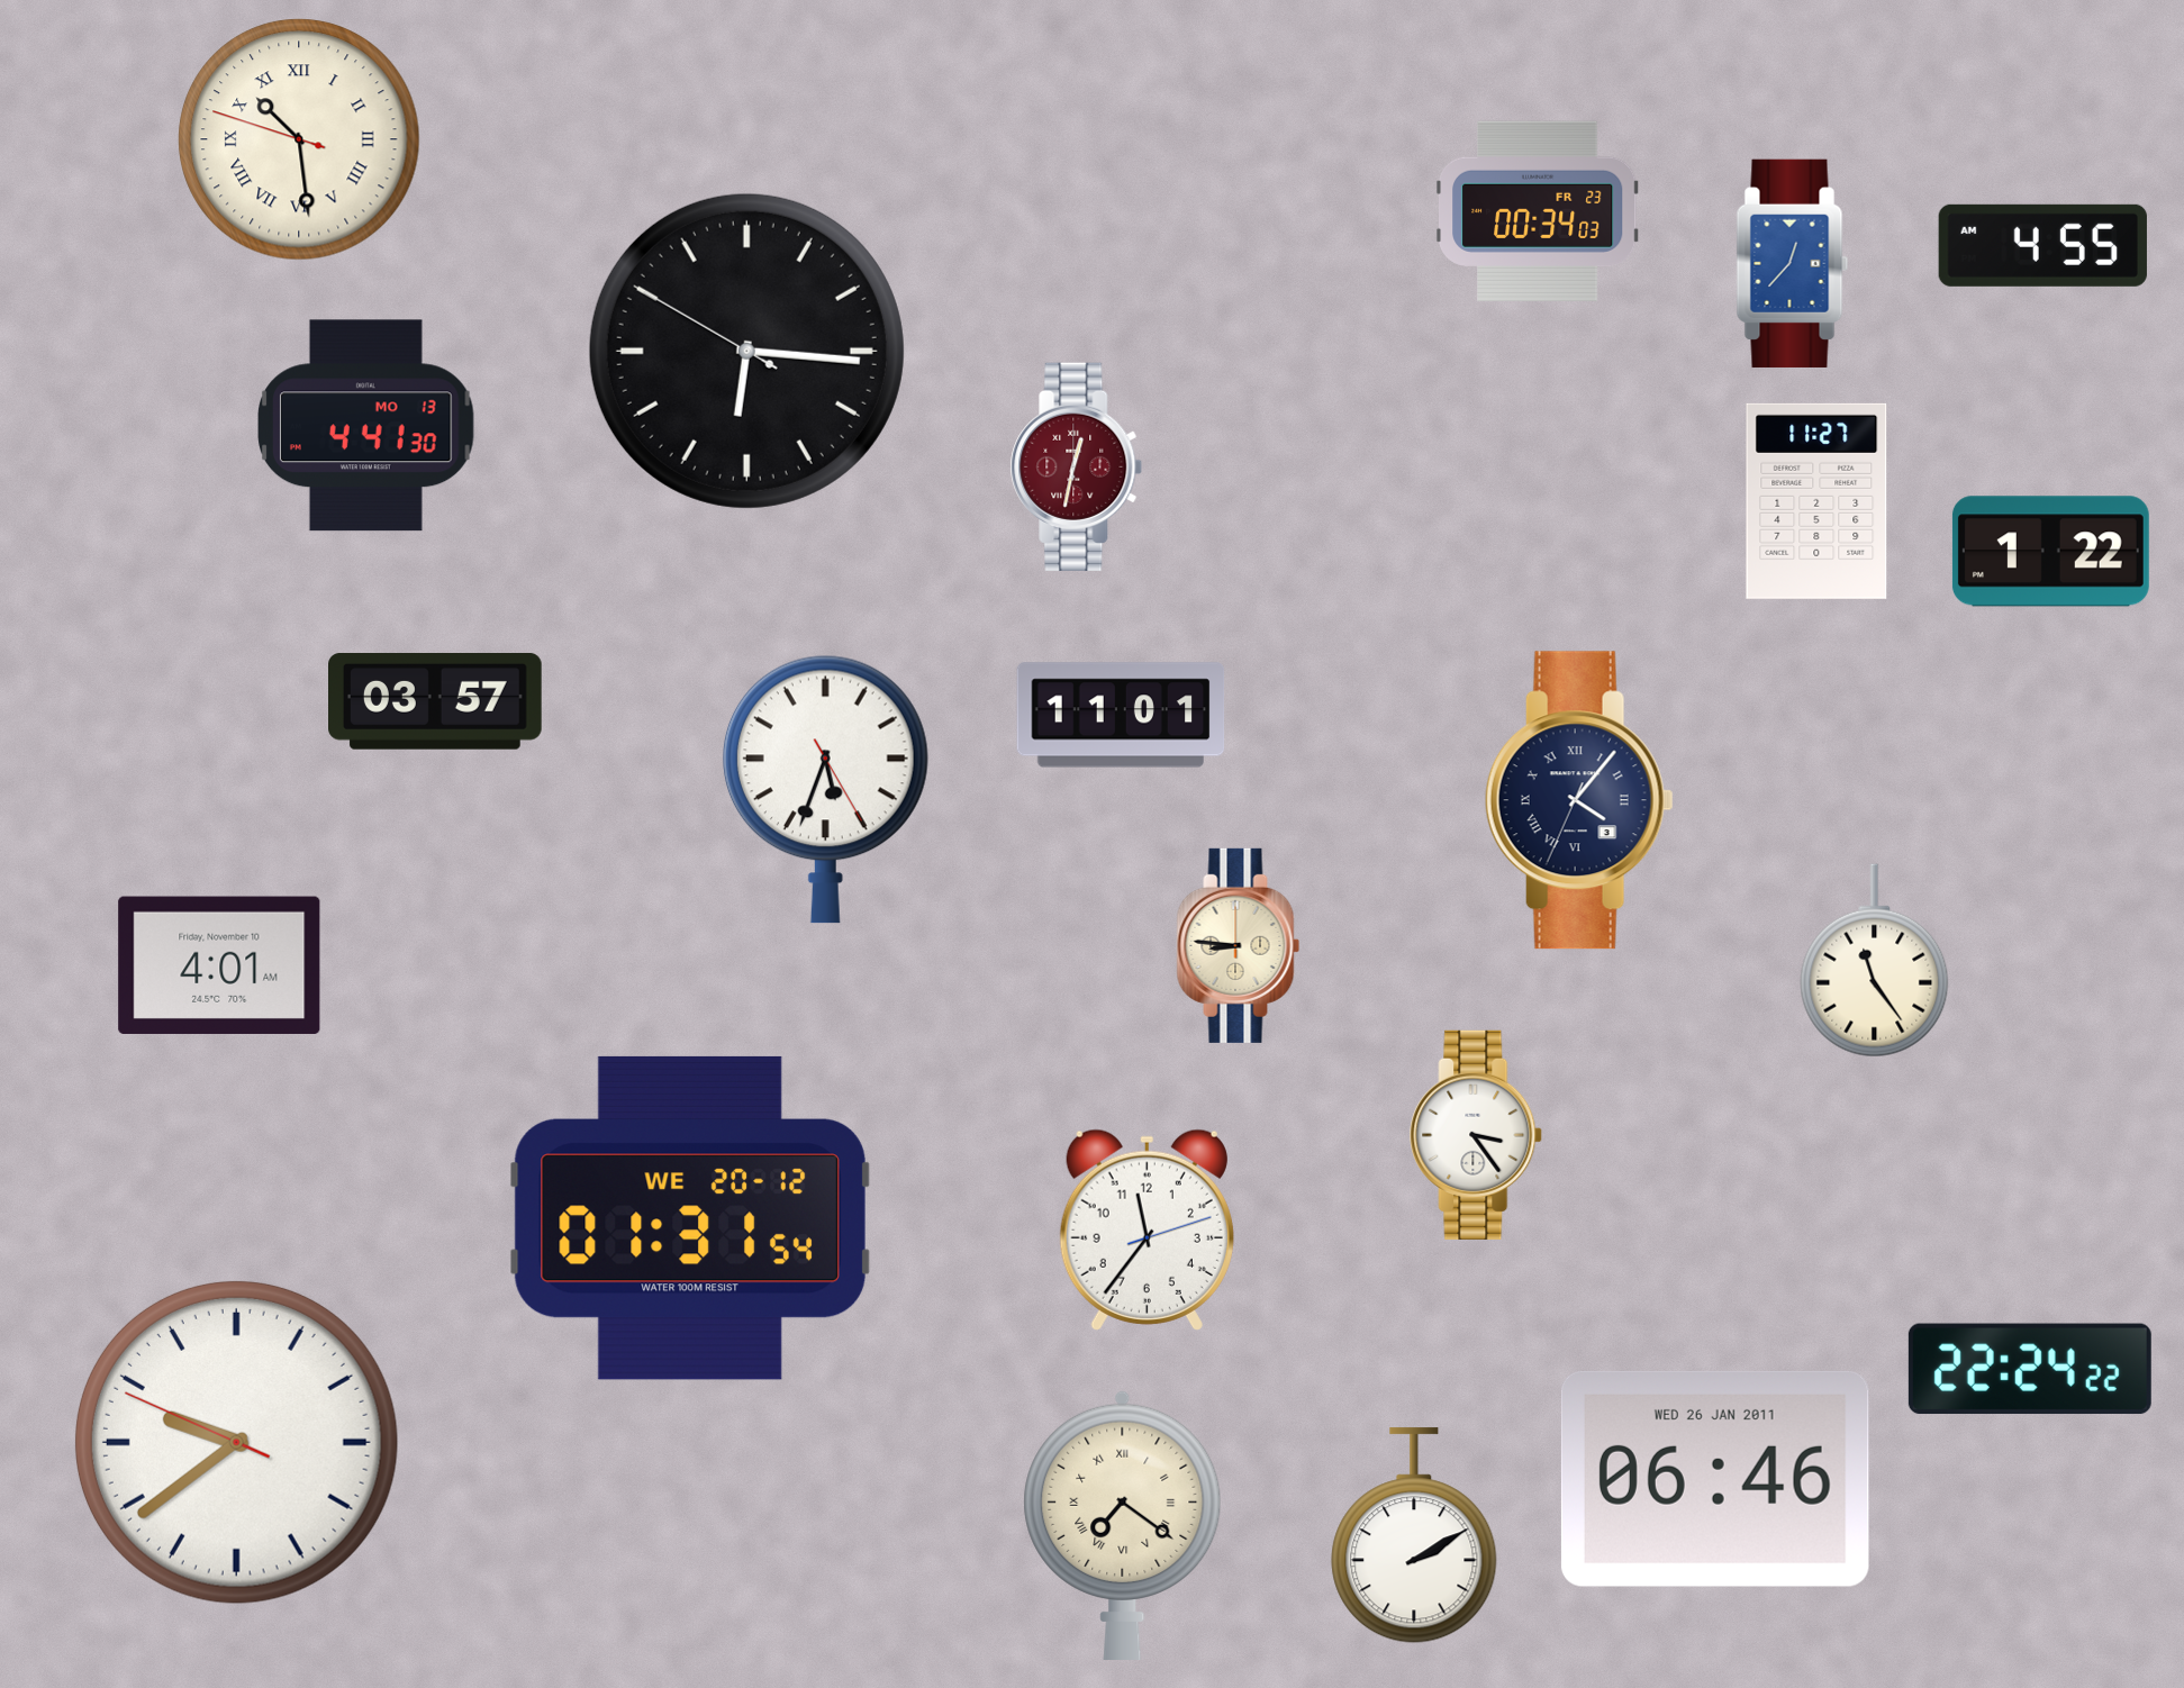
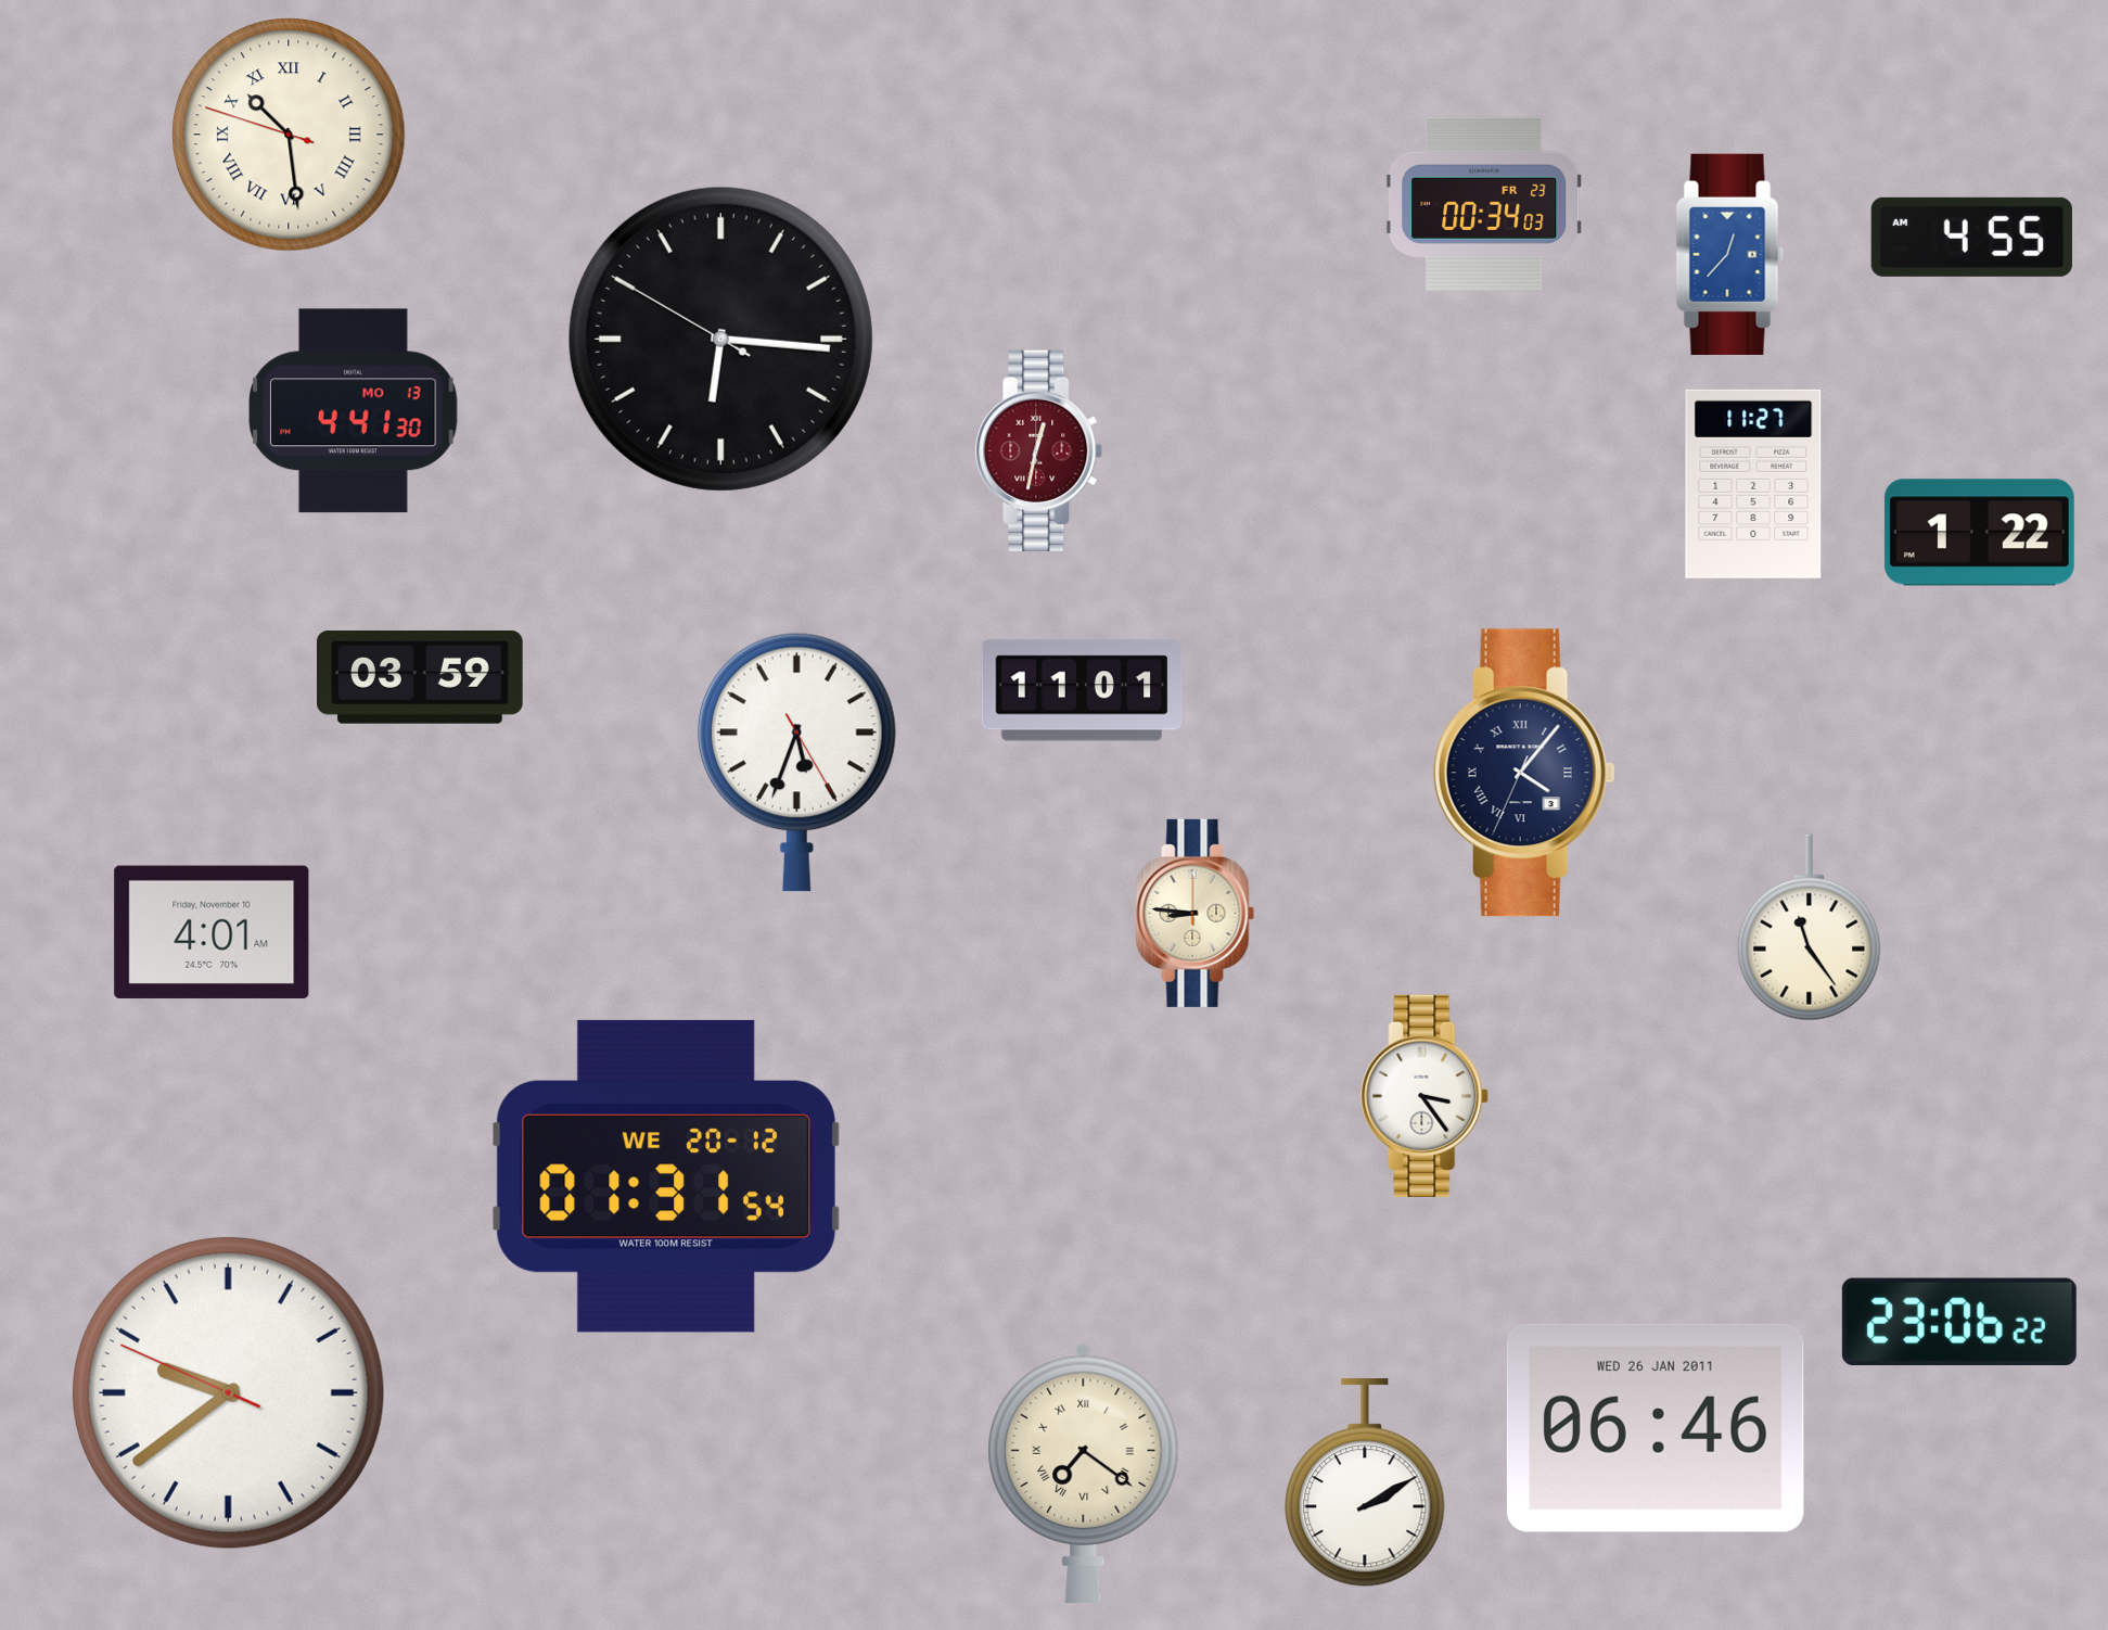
clock at (436, 701): 03:57 -> 03:59
clock at (1147, 1229): 11:36 -> none
clock at (2030, 1369): 22:24 -> 23:06
